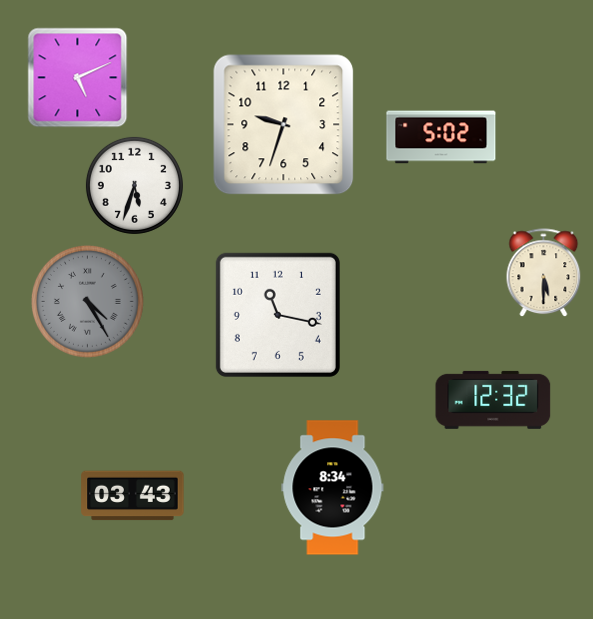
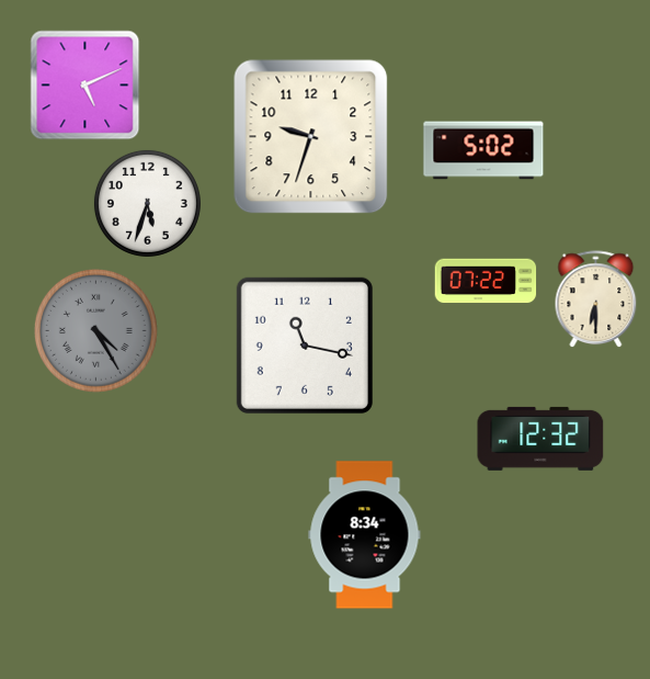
clock at (486, 281): none -> 07:22
clock at (544, 273): 5:30 -> 6:30
clock at (133, 496): 03:43 -> none
